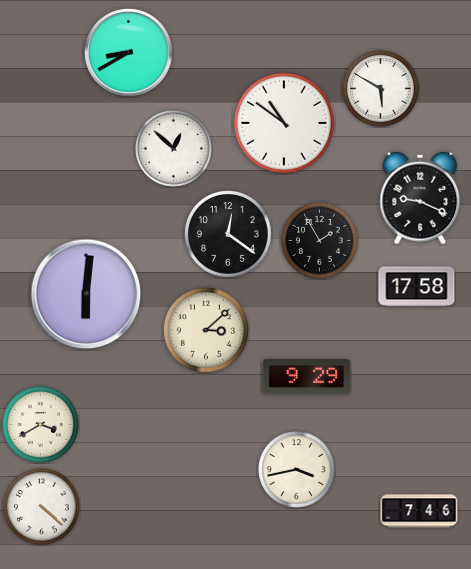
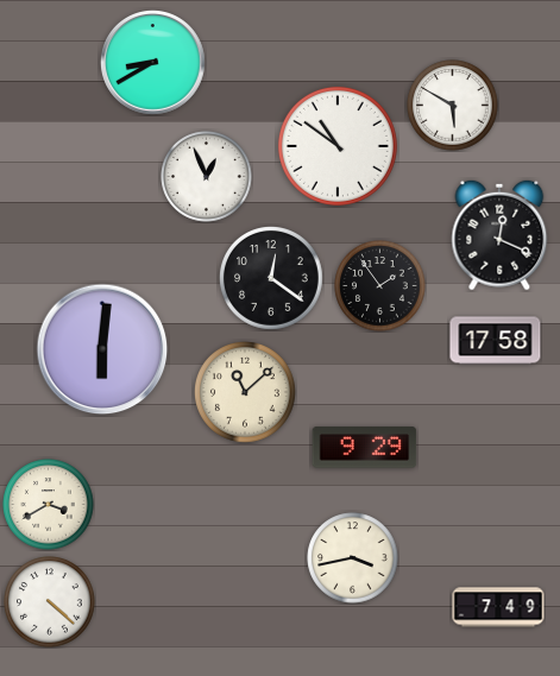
clock at (174, 149): 12:52 -> 12:56
clock at (420, 198): 9:19 -> 12:19
clock at (320, 241): 1:55 -> 1:54
clock at (207, 331): 3:08 -> 11:08
clock at (419, 511): 7:46 -> 7:49
